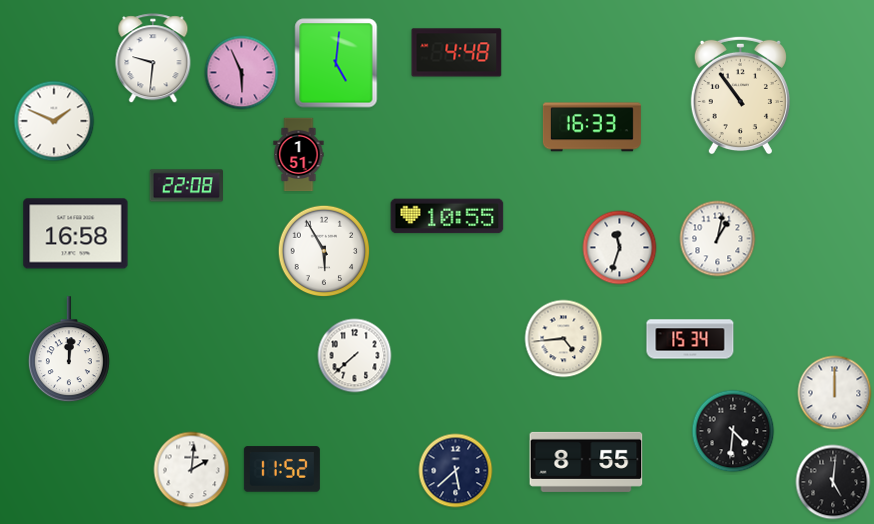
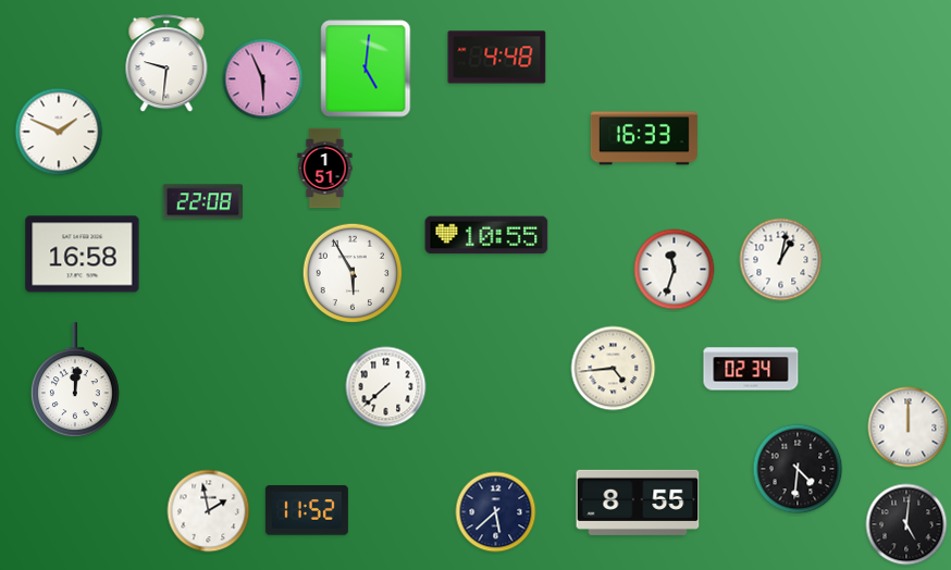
clock at (740, 95): 10:54 -> none
clock at (690, 339): 15:34 -> 02:34
clock at (192, 470): 2:01 -> 1:58
